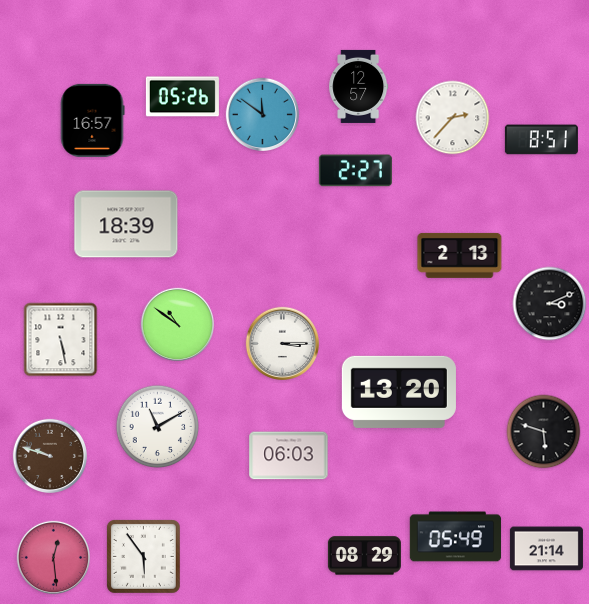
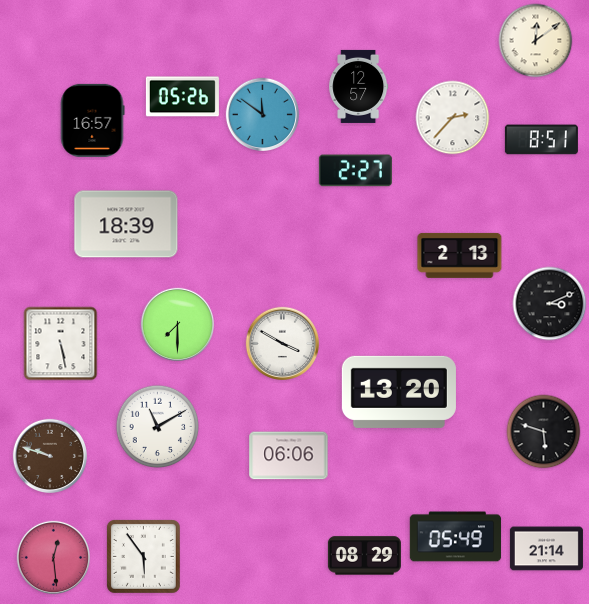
clock at (536, 41): none -> 12:09
clock at (177, 324): 10:51 -> 7:30
clock at (61, 340) position: (61, 340) -> (61, 344)
clock at (282, 343): 3:15 -> 3:50
clock at (289, 456): 06:03 -> 06:06
